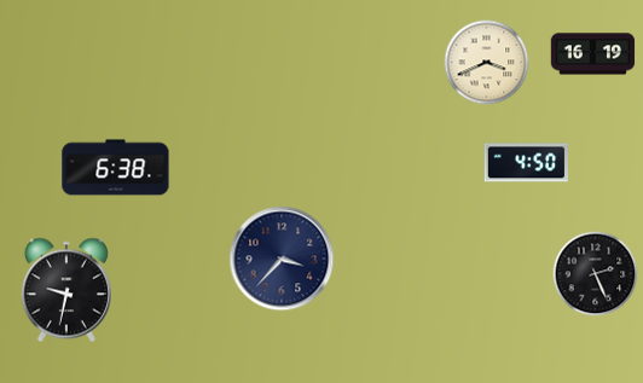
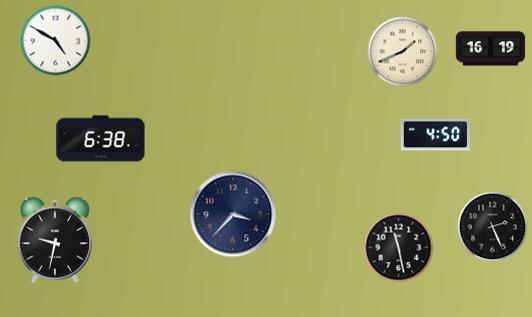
clock at (56, 41): none -> 4:50
clock at (593, 54) position: (593, 54) -> (491, 49)
clock at (487, 63): 3:41 -> 1:41
clock at (116, 168) position: (116, 168) -> (101, 139)
clock at (399, 248): none -> 11:28
